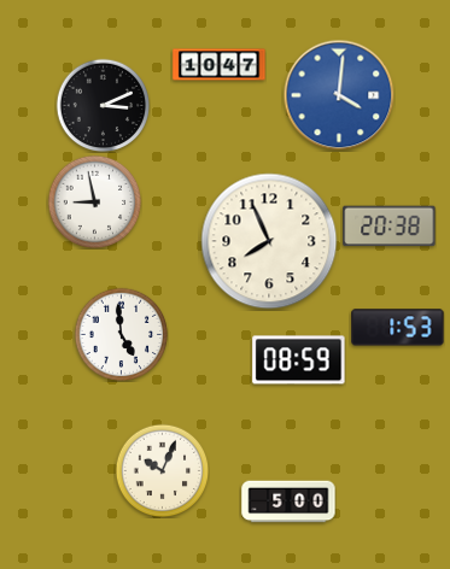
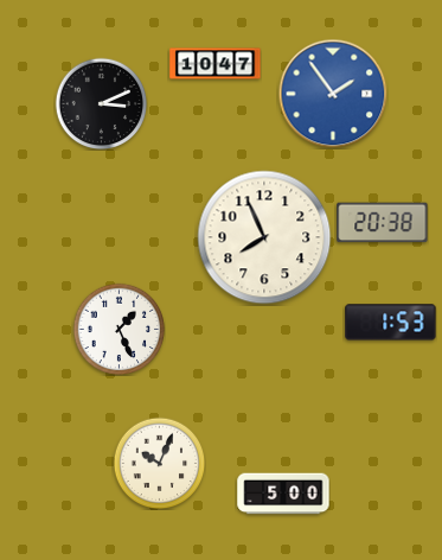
clock at (339, 95): 4:01 -> 1:54
clock at (94, 201): 8:58 -> none
clock at (121, 334): 4:59 -> 1:26
clock at (299, 360): 08:59 -> none
